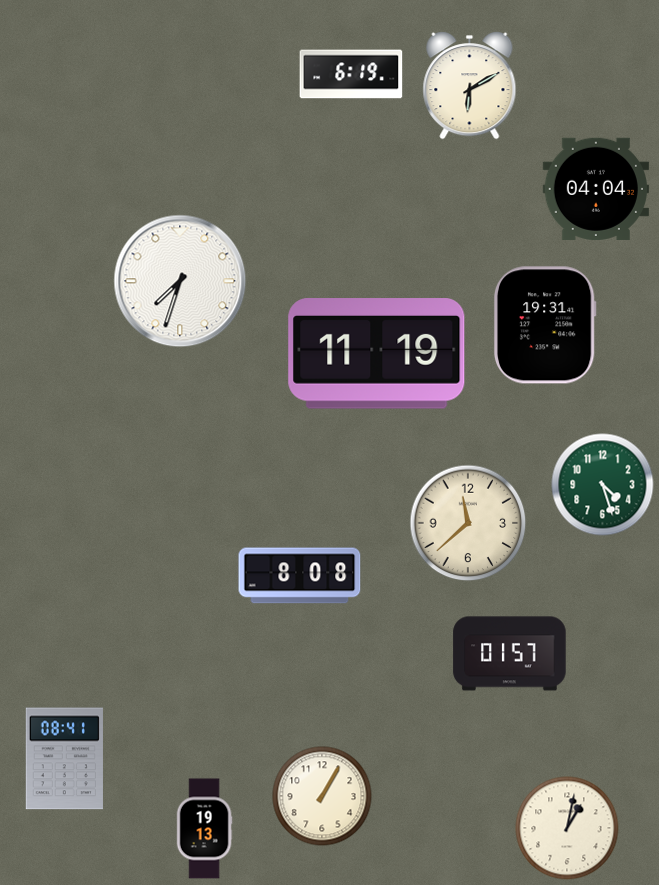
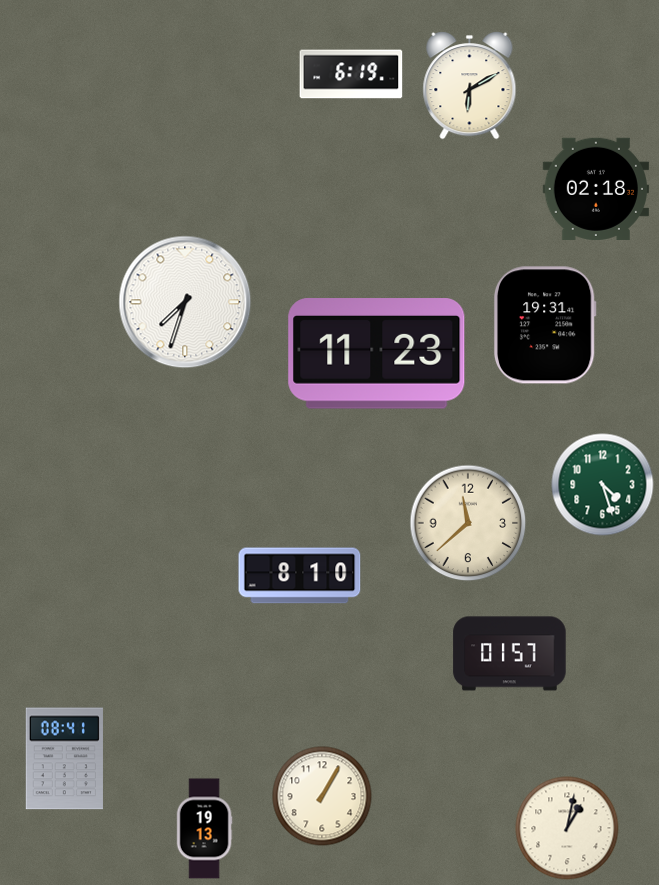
clock at (596, 189): 04:04 -> 02:18
clock at (180, 281) position: (180, 281) -> (185, 302)
clock at (377, 354): 11:19 -> 11:23
clock at (300, 576): 8:08 -> 8:10
